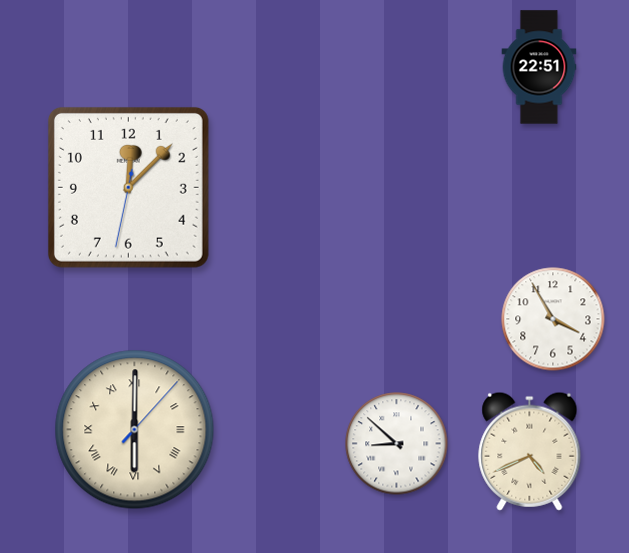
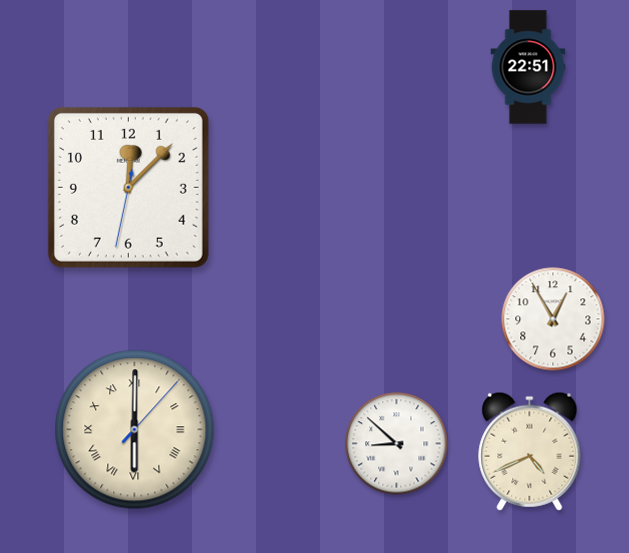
clock at (539, 67) position: (539, 67) -> (528, 67)
clock at (553, 319): 3:55 -> 12:55
